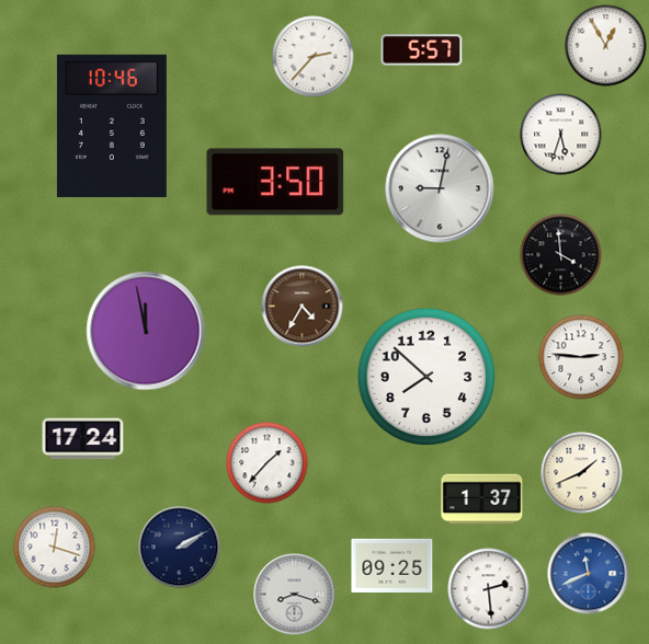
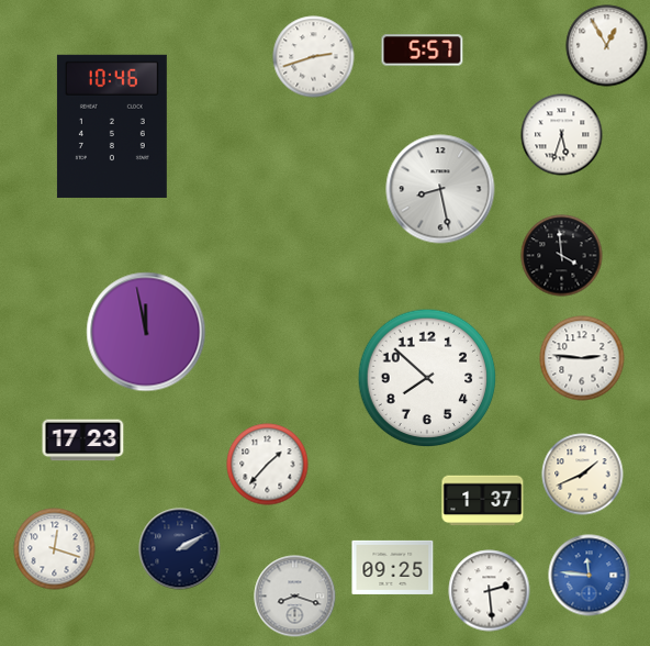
clock at (314, 57): 2:37 -> 2:42
clock at (275, 182): 3:50 -> none
clock at (440, 188): 9:02 -> 8:28
clock at (303, 307): 4:35 -> none
clock at (83, 439): 17:24 -> 17:23
clock at (589, 574): 11:41 -> 11:46
